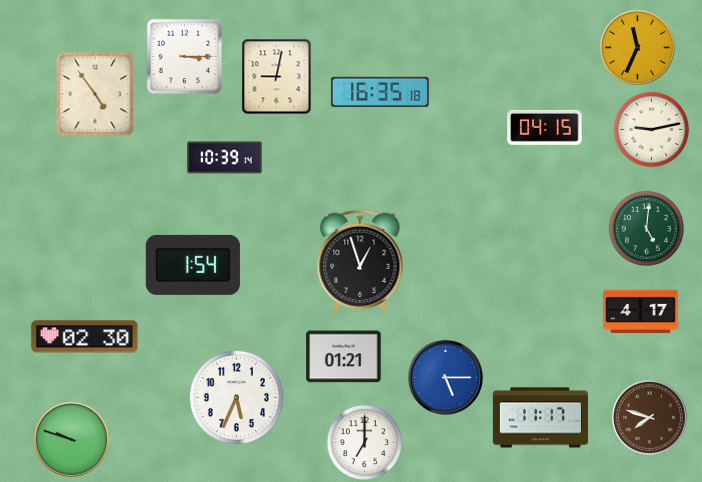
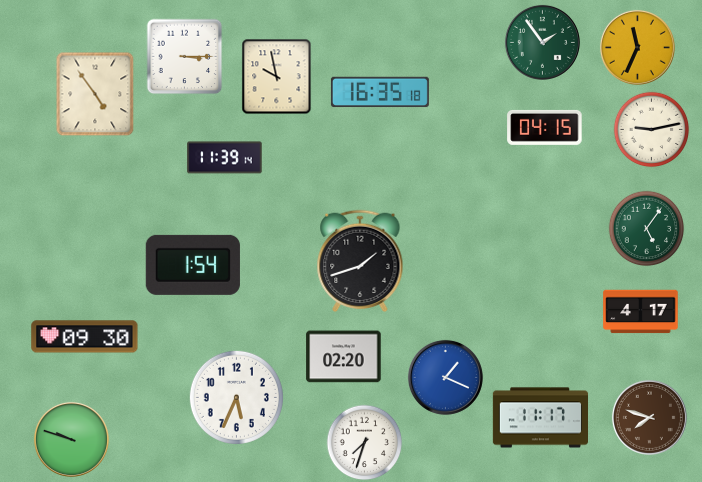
clock at (542, 42): none -> 1:54
clock at (277, 77): 9:02 -> 9:58
clock at (225, 158): 10:39 -> 11:39
clock at (647, 229): 5:01 -> 5:06
clock at (360, 261): 12:57 -> 1:42
clock at (85, 337): 02:30 -> 09:30
clock at (344, 357): 01:21 -> 02:20
clock at (445, 377): 5:15 -> 1:19
clock at (365, 443): 7:00 -> 7:33
